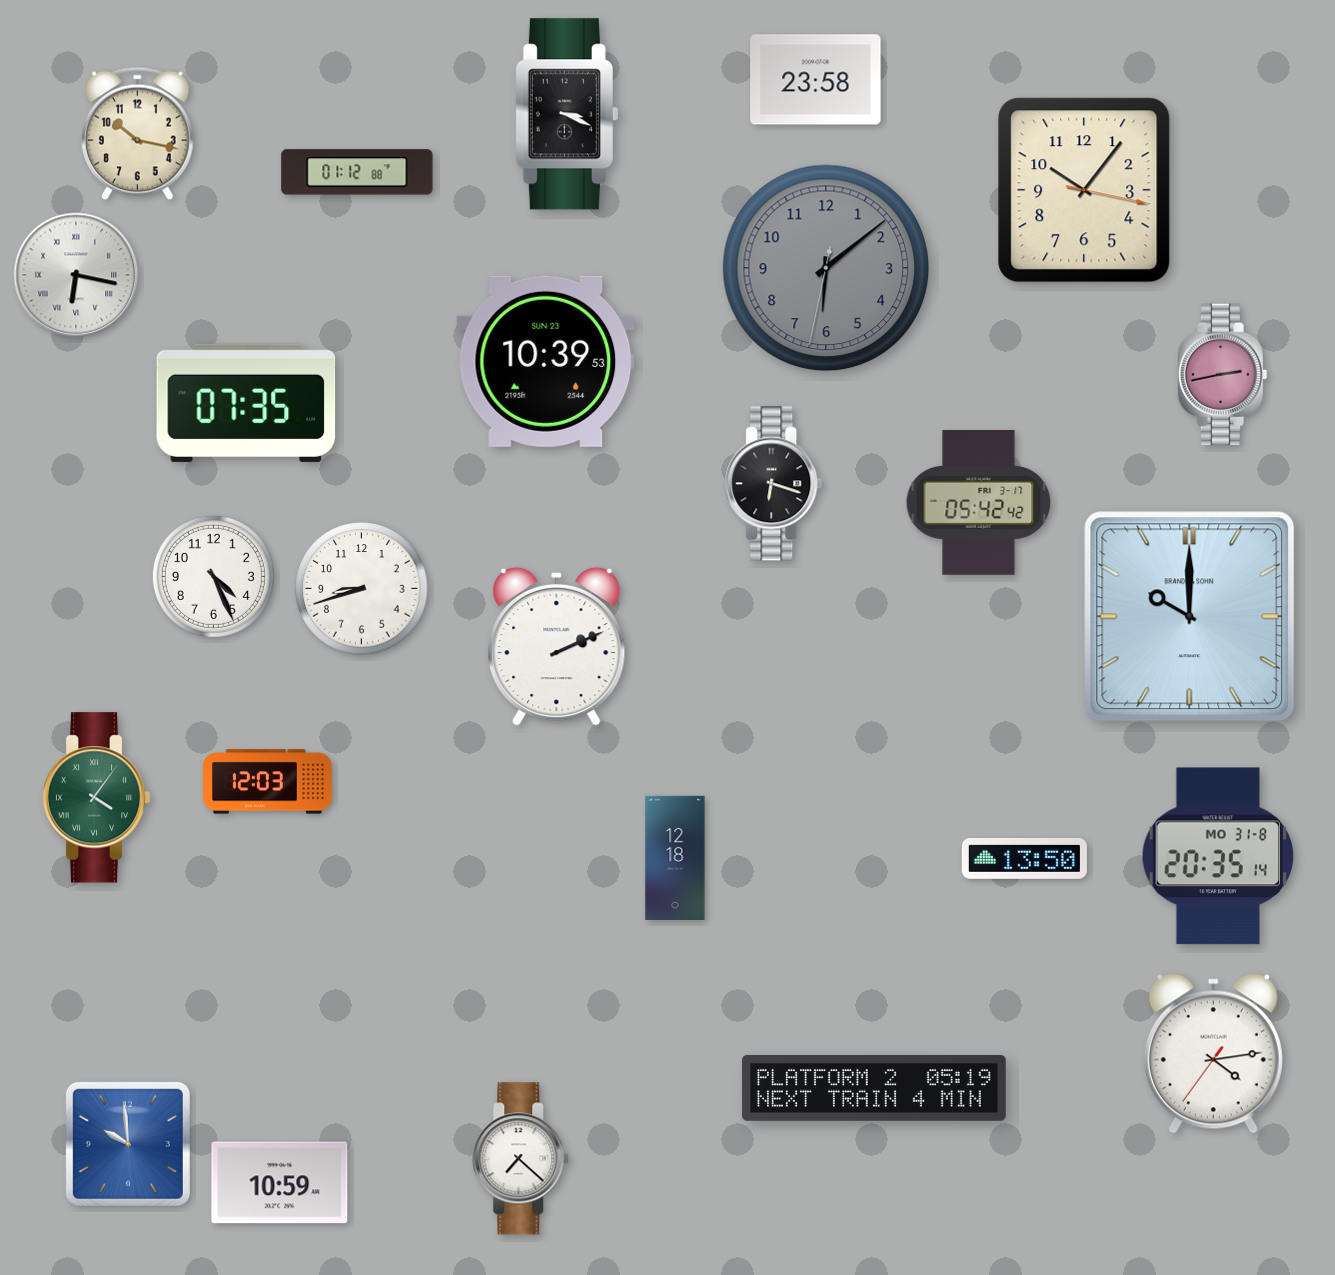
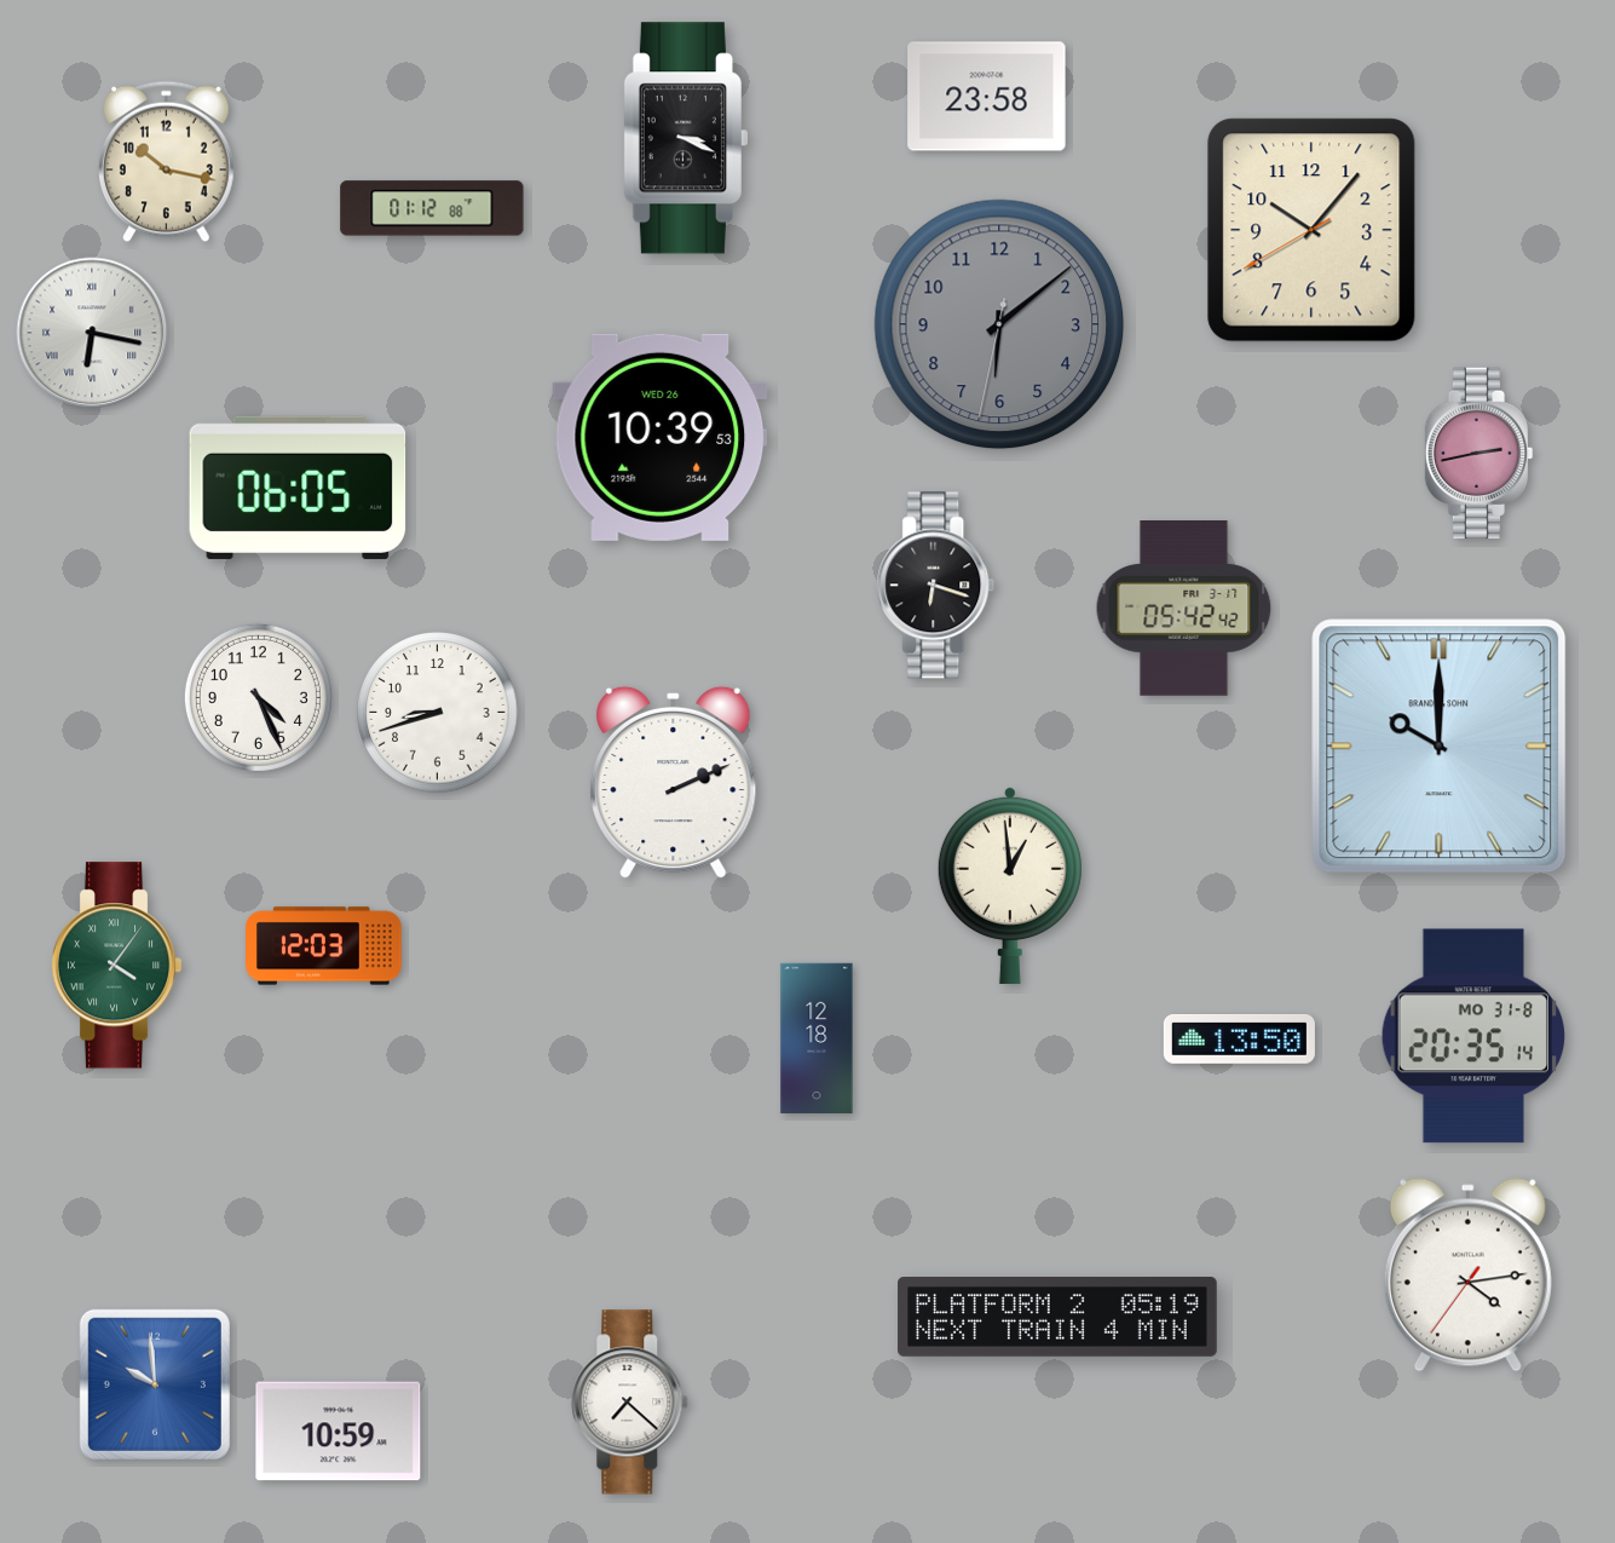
clock at (1084, 190): 10:06:17 -> 10:06:40
clock at (546, 361) date: SUN 23 -> WED 26
clock at (246, 403): 07:35 -> 06:05
clock at (1010, 885): none -> 12:59
